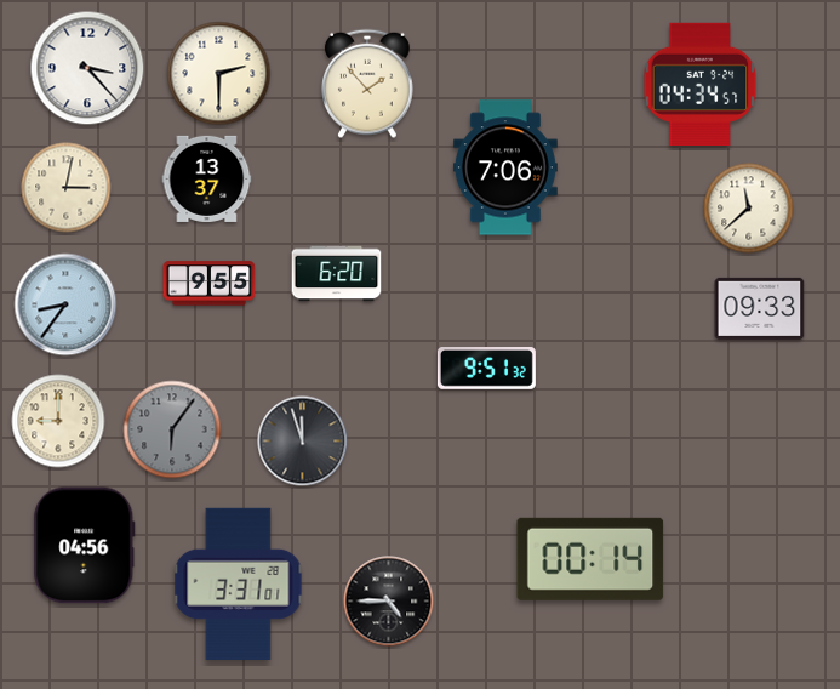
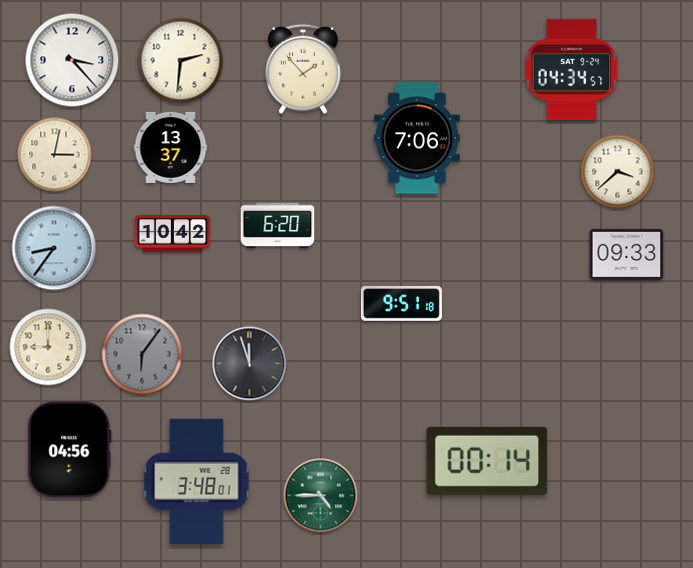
clock at (87, 68) position: (87, 68) -> (72, 60)
clock at (219, 74): 2:30 -> 2:31
clock at (701, 84) position: (701, 84) -> (572, 69)
clock at (749, 209): 11:38 -> 3:38
clock at (210, 284): 9:55 -> 10:42
clock at (65, 304) position: (65, 304) -> (54, 248)
clock at (486, 369): 9:51:32 -> 9:51:18
clock at (239, 583): 3:31 -> 3:48
clock at (389, 602) dial: black -> green
